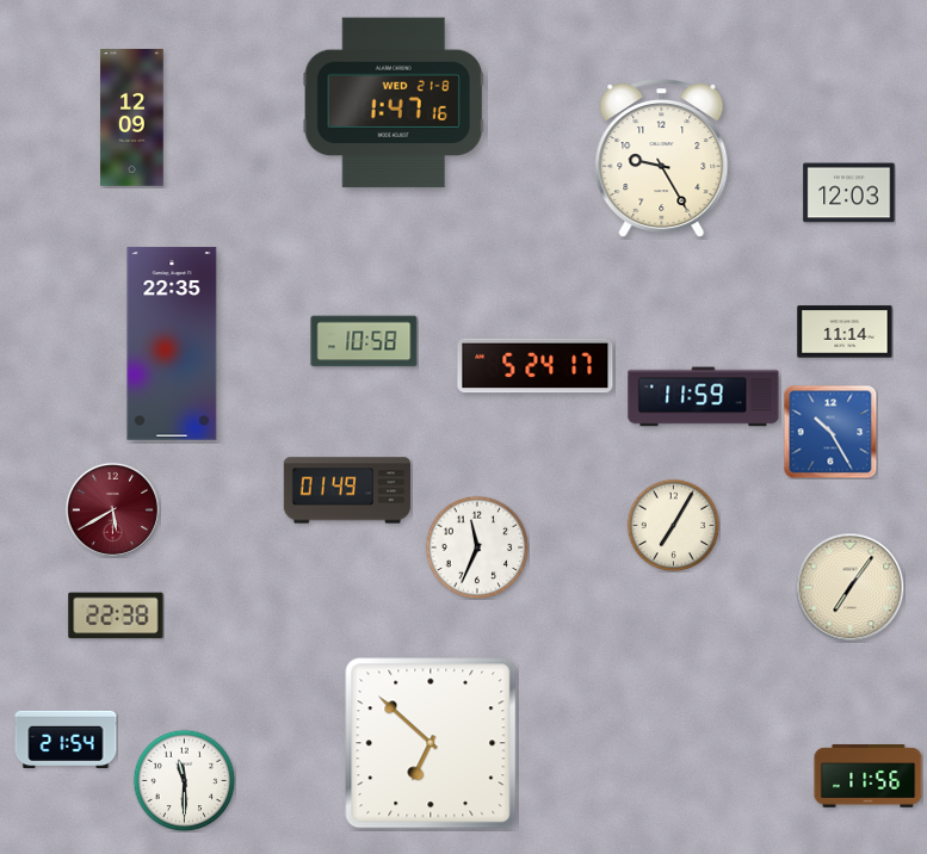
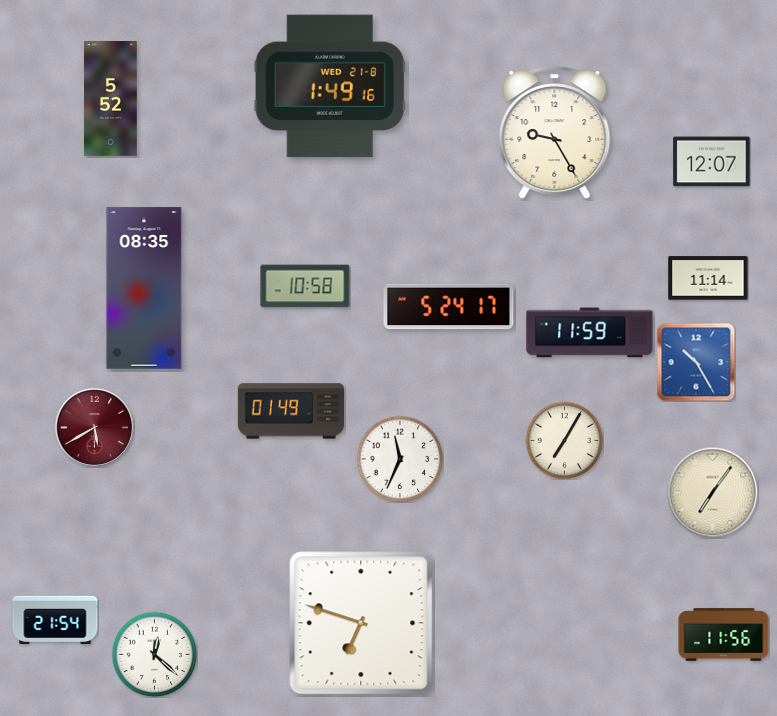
clock at (394, 103): 1:47 -> 1:49
clock at (132, 118): 12:09 -> 5:52
clock at (849, 193): 12:03 -> 12:07
clock at (172, 344): 22:35 -> 08:35
clock at (116, 615): 22:38 -> none
clock at (431, 743): 6:52 -> 6:48
clock at (869, 776) position: (869, 776) -> (724, 635)
clock at (184, 780): 11:30 -> 12:22
